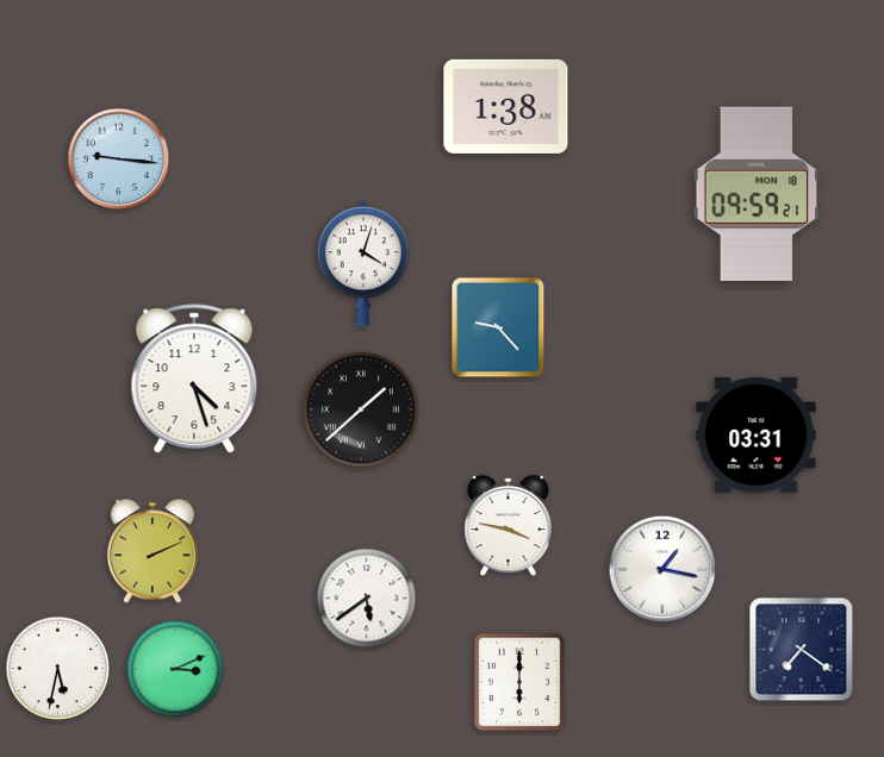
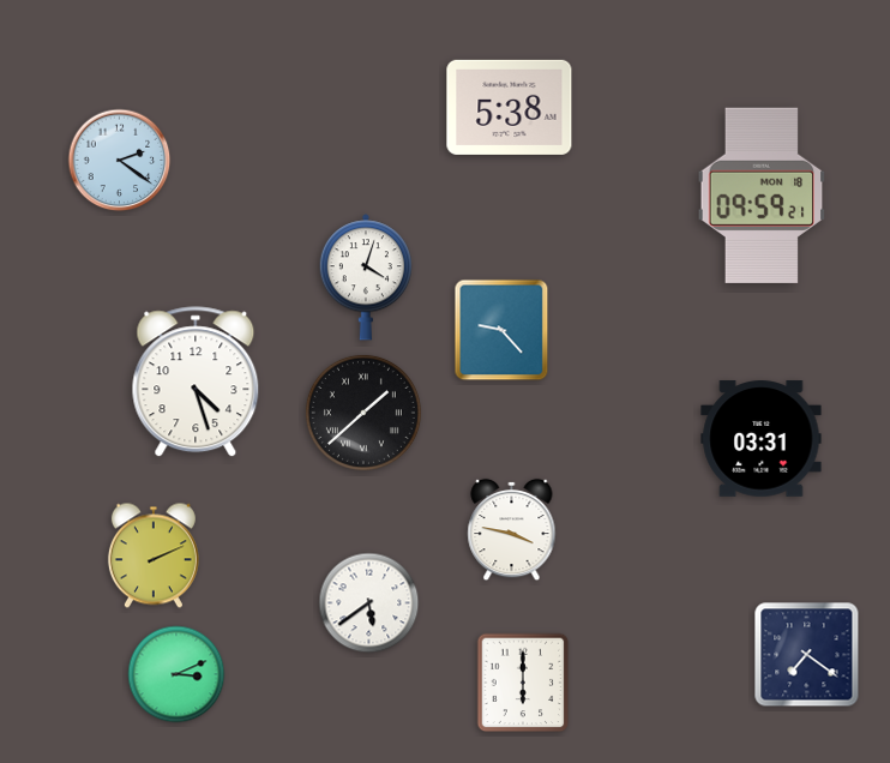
clock at (506, 106): 1:38 -> 5:38
clock at (119, 159): 9:16 -> 2:21
clock at (363, 263) position: (363, 263) -> (366, 277)
clock at (662, 569): 1:17 -> none
clock at (58, 669): 5:32 -> none
clock at (519, 682) position: (519, 682) -> (523, 683)
